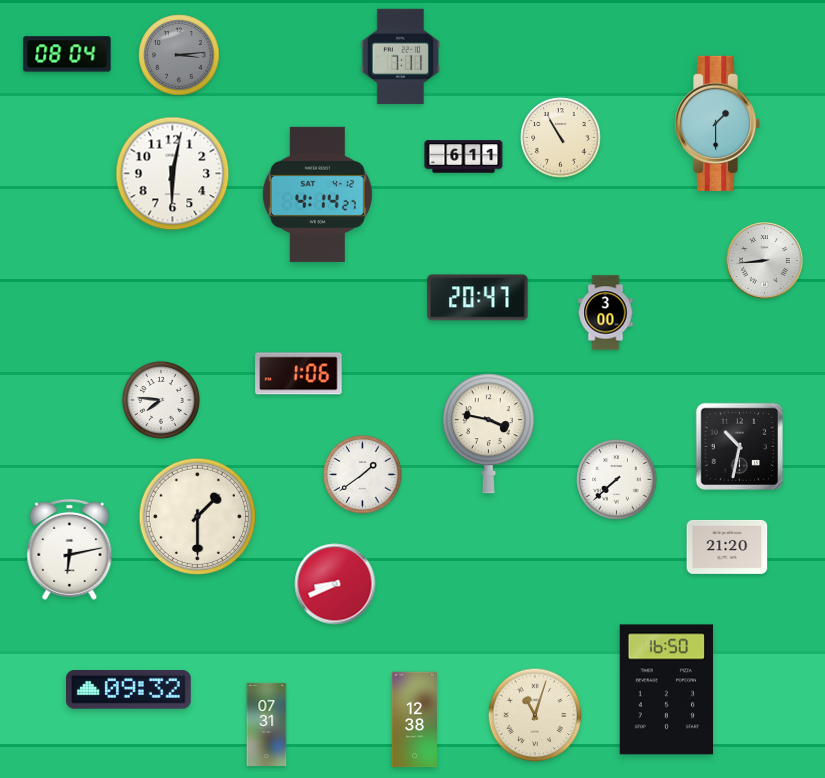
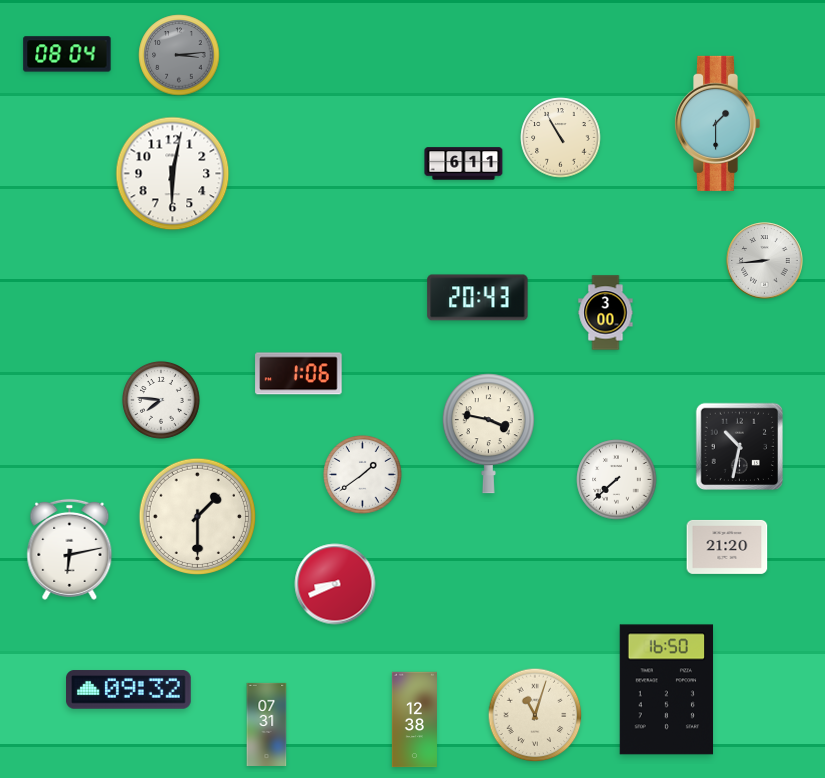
clock at (401, 57): 7:11 -> none
clock at (464, 157) position: (464, 157) -> (464, 164)
clock at (317, 194): 4:14 -> none
clock at (478, 298): 20:47 -> 20:43
